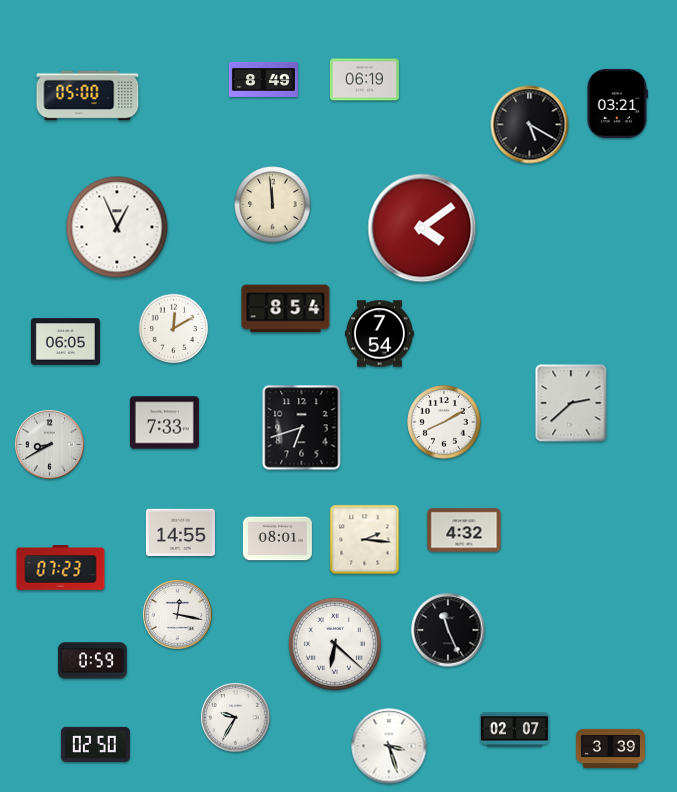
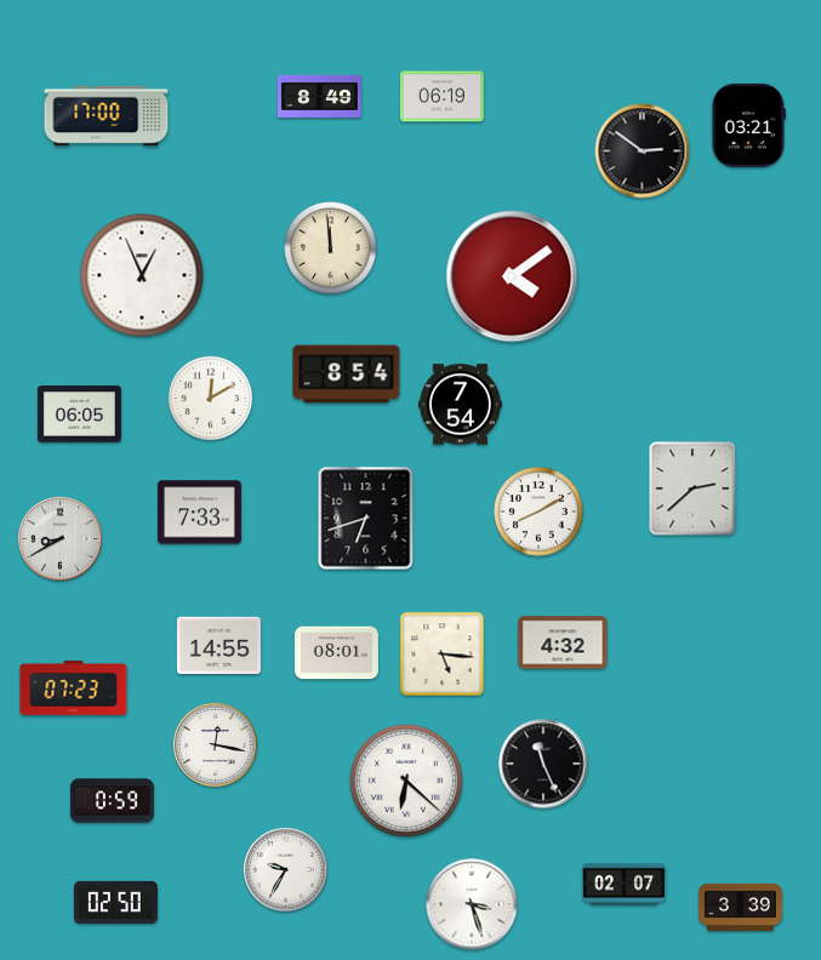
clock at (88, 96): 05:00 -> 17:00
clock at (530, 125): 5:20 -> 2:51
clock at (365, 540): 2:16 -> 5:16
